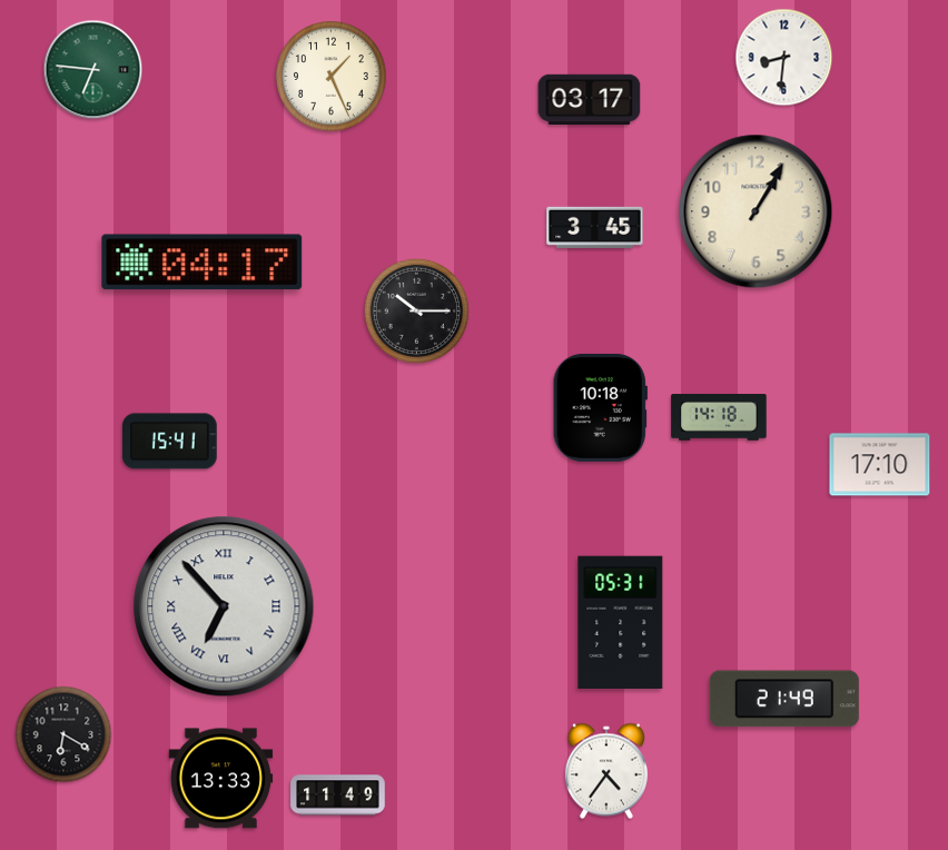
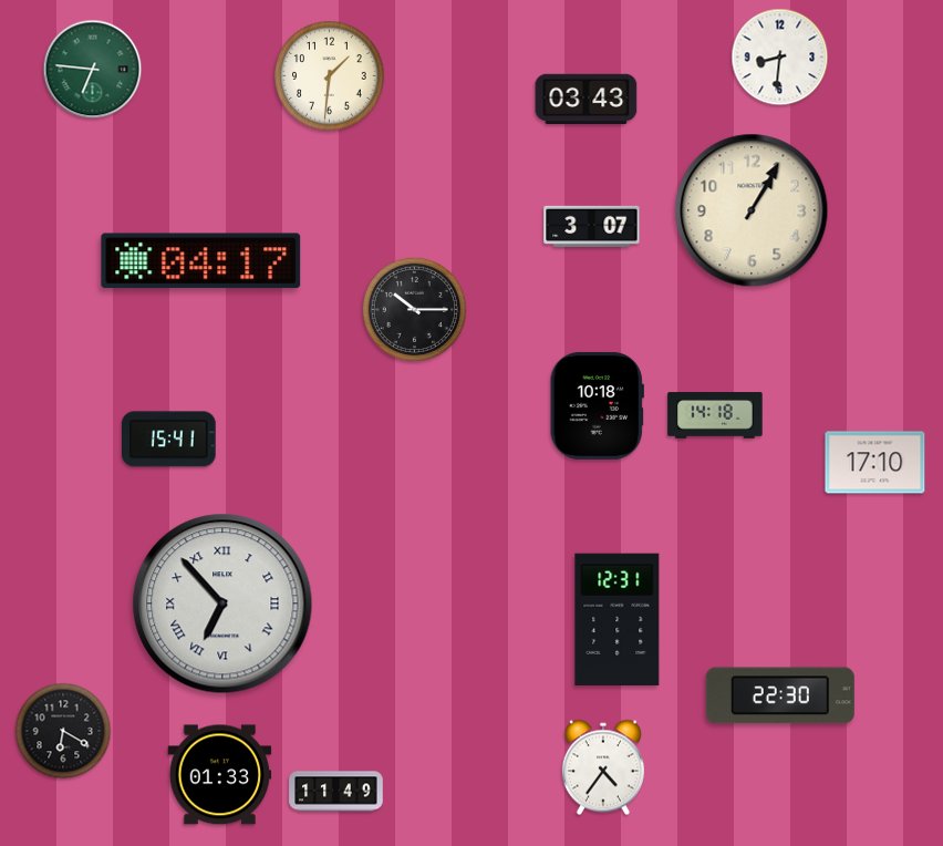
clock at (332, 77): 1:26 -> 1:31
clock at (590, 99): 03:17 -> 03:43
clock at (595, 227): 3:45 -> 3:07
clock at (621, 622): 05:31 -> 12:31
clock at (784, 699): 21:49 -> 22:30
clock at (221, 779): 13:33 -> 01:33
